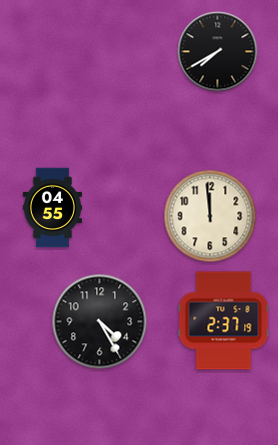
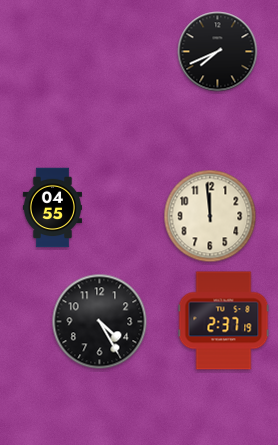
clock at (218, 52): 7:40 -> 7:41
